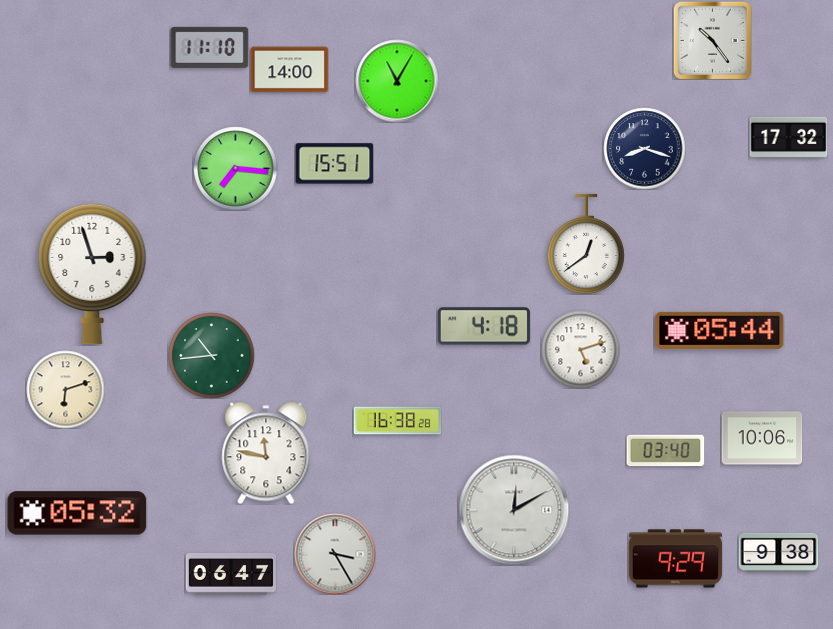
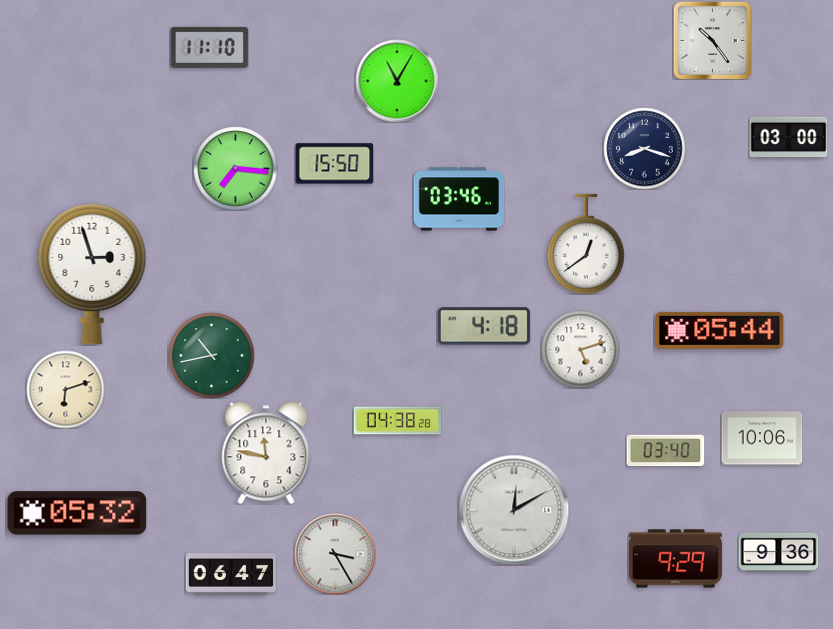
clock at (289, 70): 14:00 -> none
clock at (788, 138): 17:32 -> 03:00
clock at (334, 164): 15:51 -> 15:50
clock at (459, 199): none -> 03:46
clock at (211, 355): 10:44 -> 10:43
clock at (397, 421): 16:38 -> 04:38
clock at (778, 552): 9:38 -> 9:36
